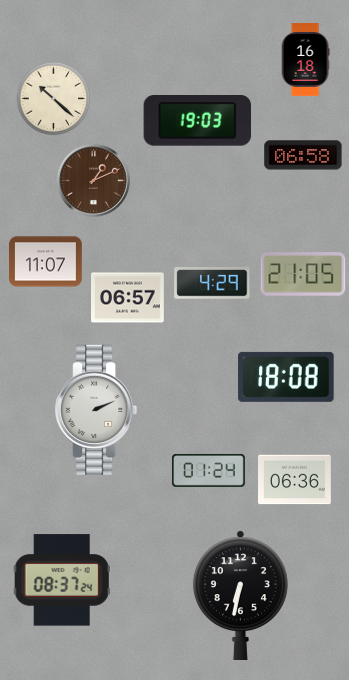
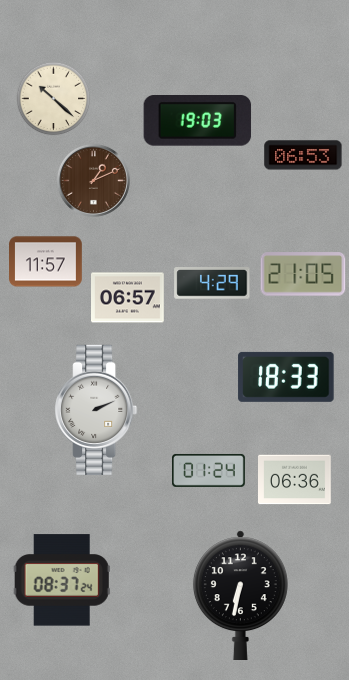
clock at (305, 60): 16:18 -> none
clock at (303, 155): 06:58 -> 06:53
clock at (46, 262): 11:07 -> 11:57
clock at (286, 377): 18:08 -> 18:33
